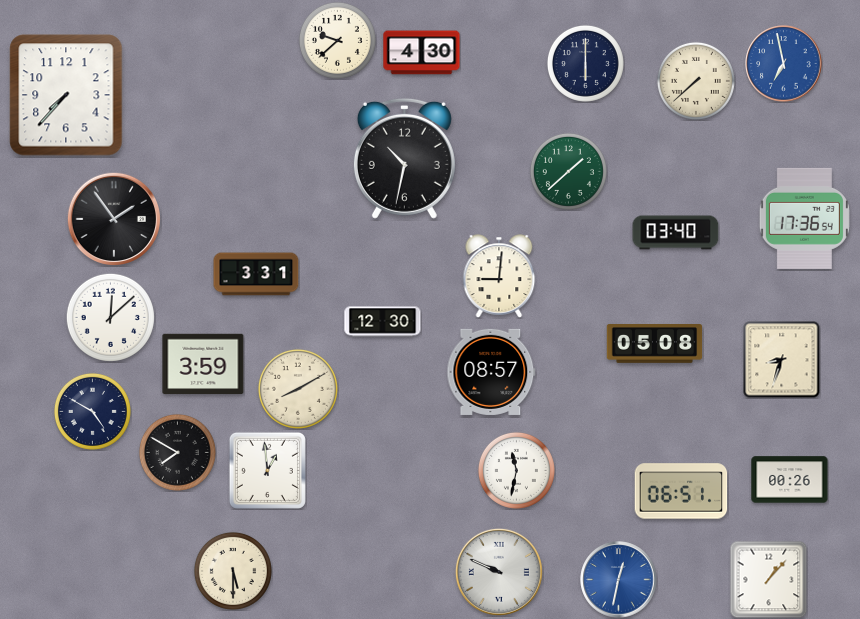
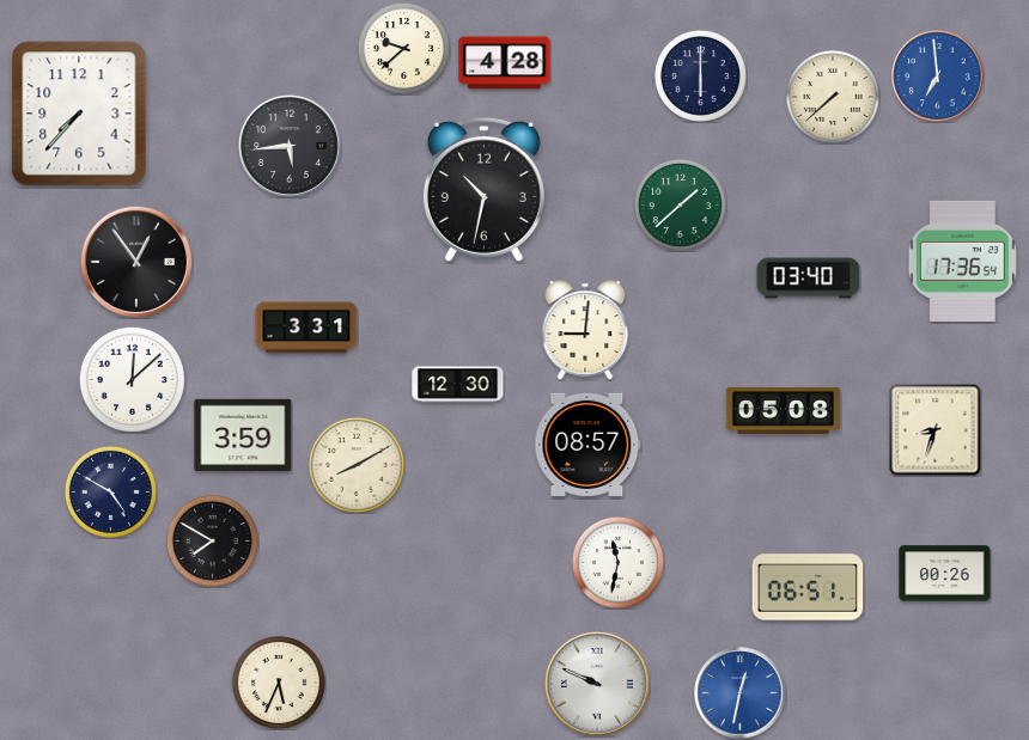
clock at (422, 53): 4:30 -> 4:28
clock at (784, 64): 6:58 -> 6:59
clock at (290, 146): none -> 5:44
clock at (113, 218): 1:54 -> 12:54
clock at (499, 276) position: (499, 276) -> (585, 330)
clock at (267, 470): 12:59 -> none
clock at (681, 491) position: (681, 491) -> (808, 587)
clock at (233, 571): 5:30 -> 5:34
clock at (768, 579): 1:07 -> none
